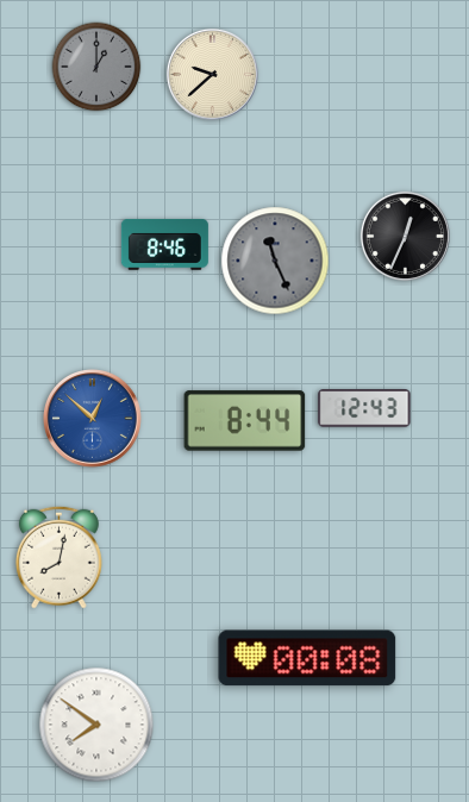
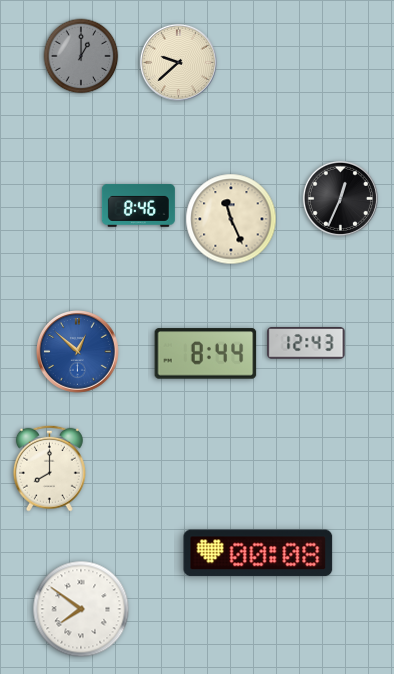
clock at (275, 261) dial: grey -> cream
clock at (58, 557): 8:02 -> 8:00
